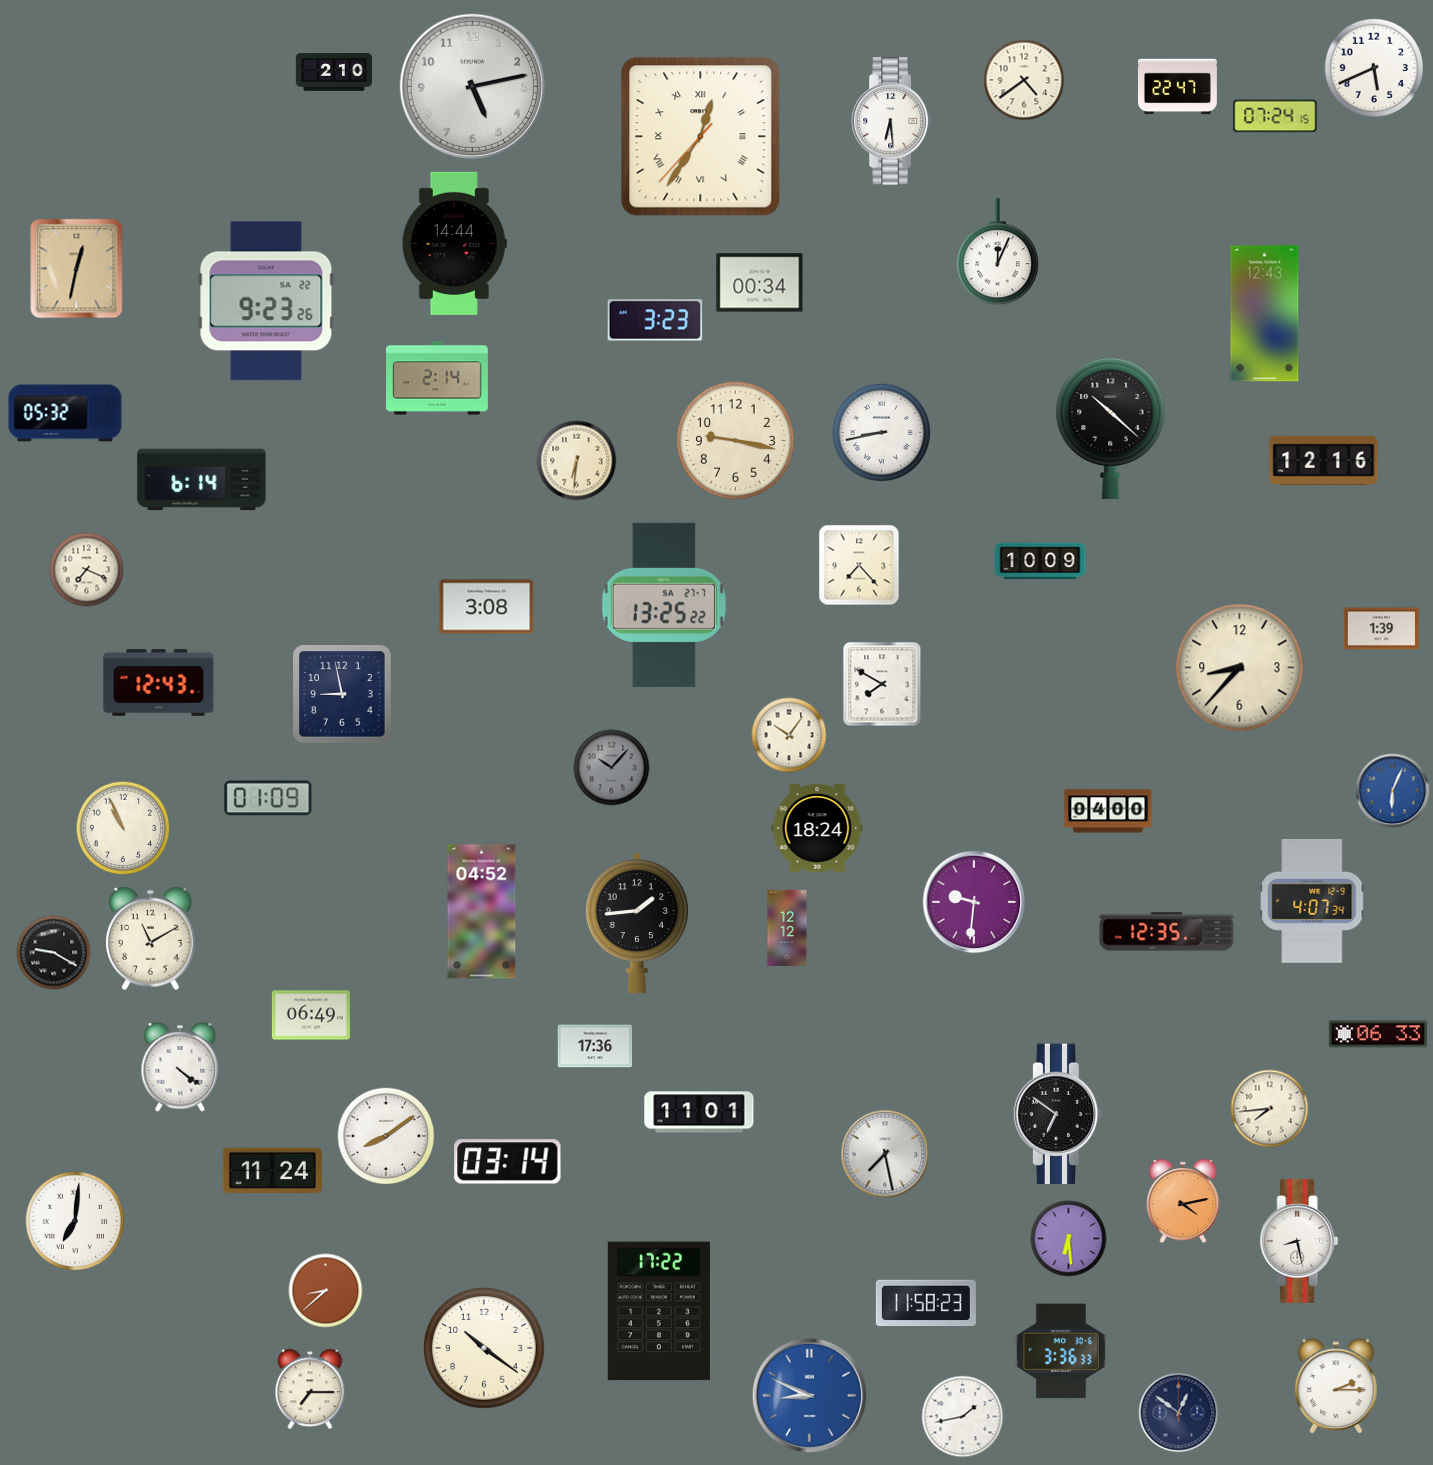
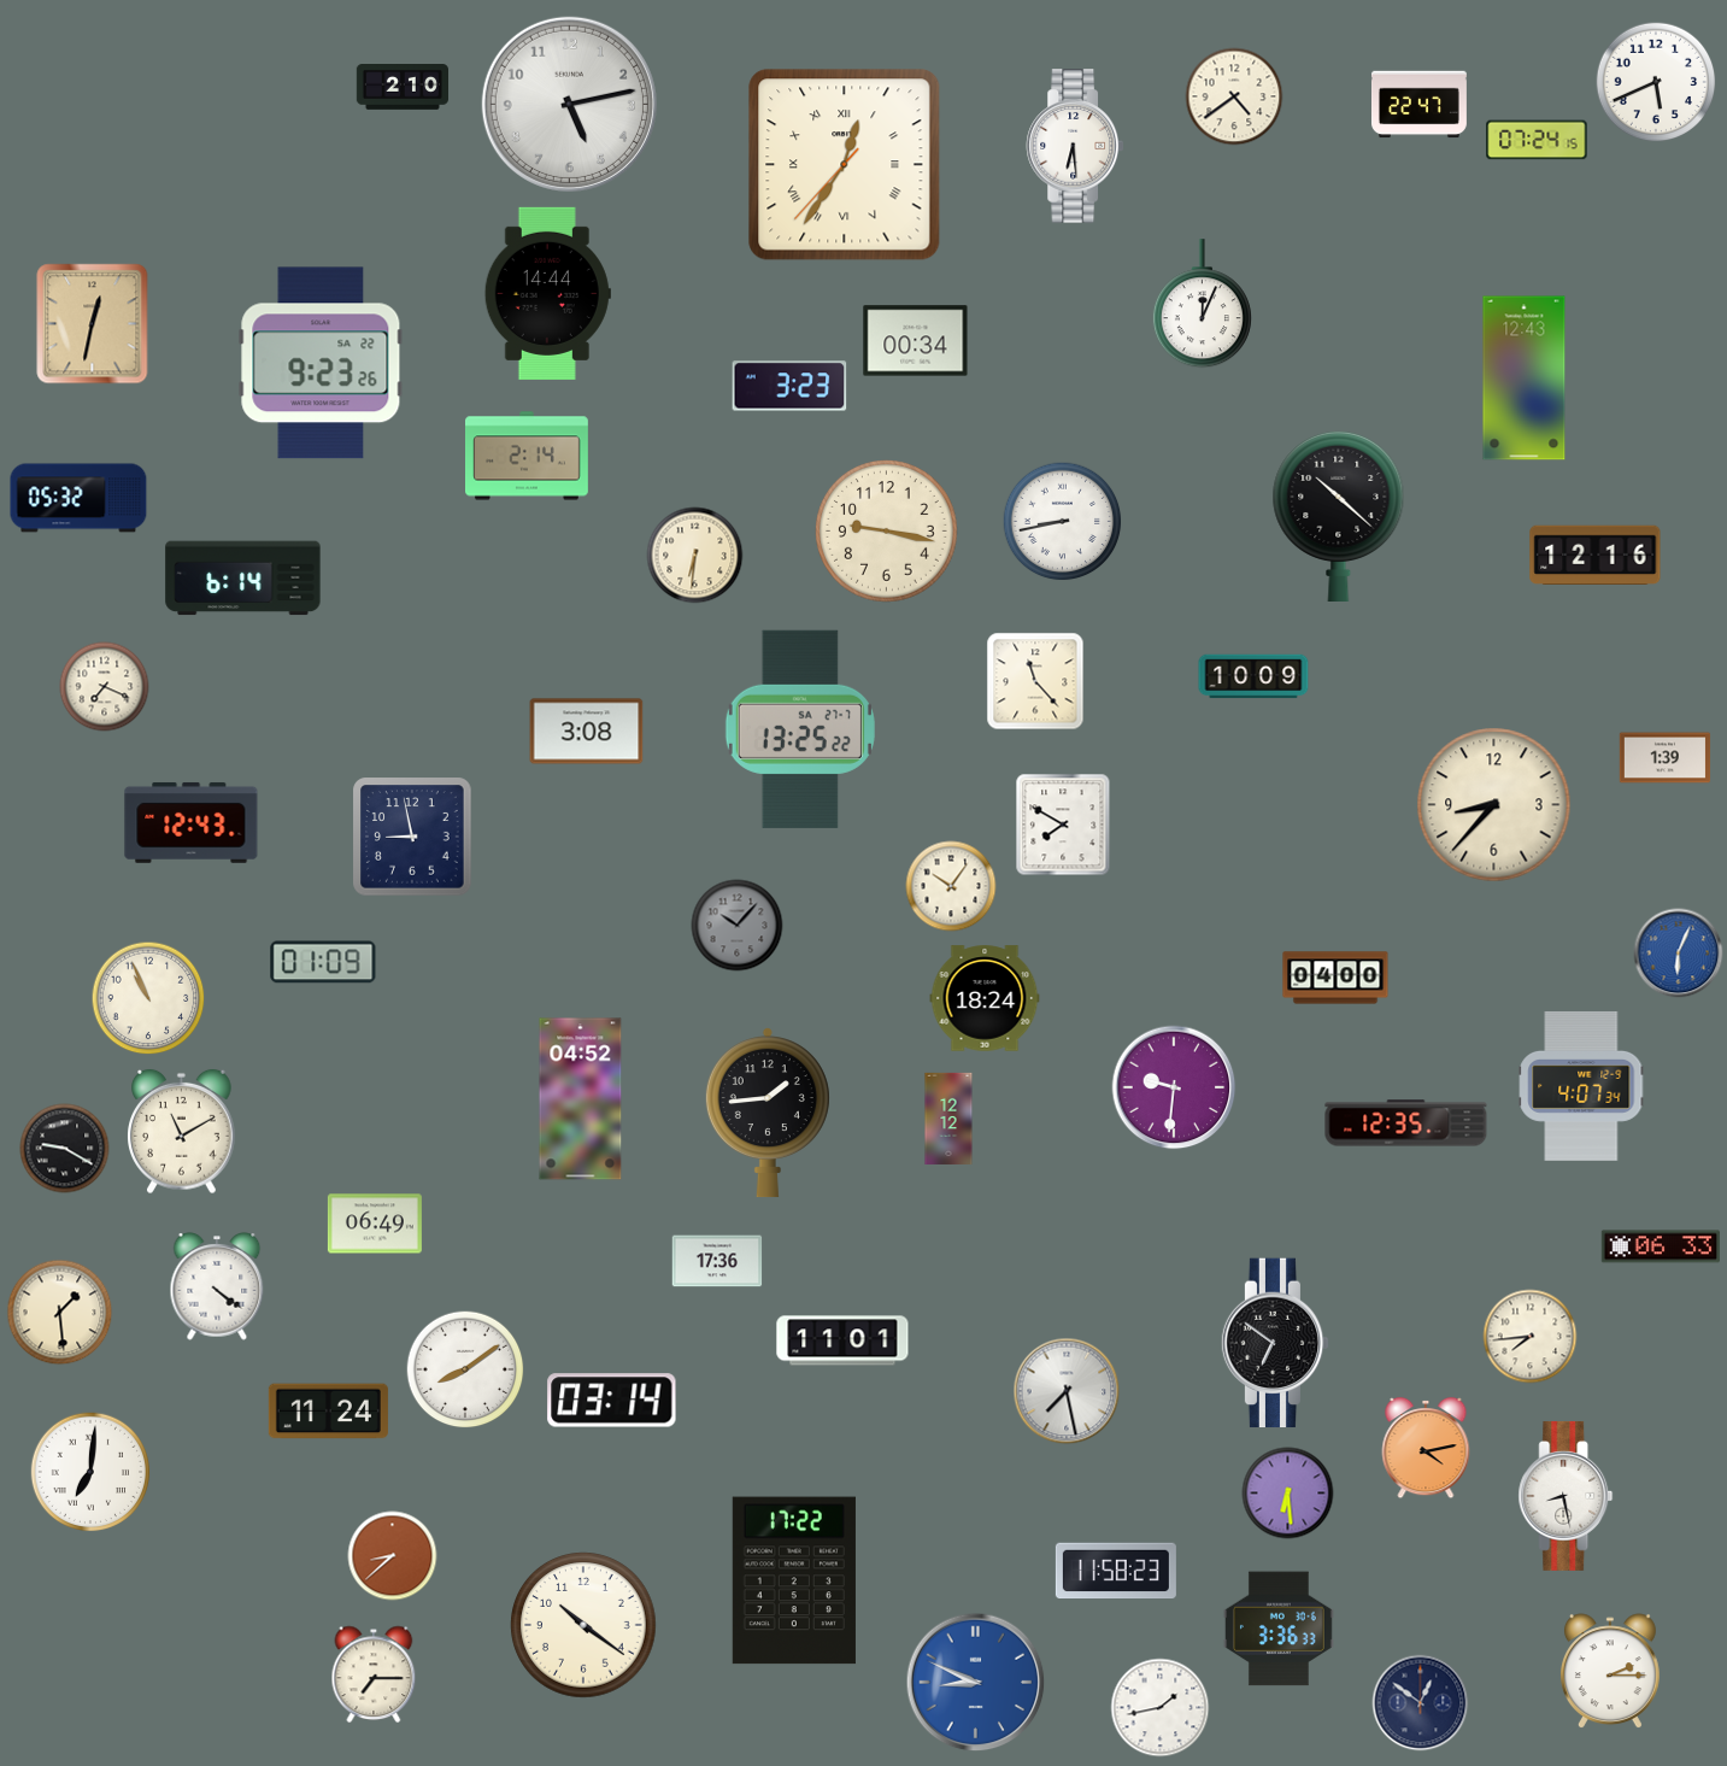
clock at (859, 565): 7:23 -> 11:23
clock at (60, 1313): none -> 1:29
